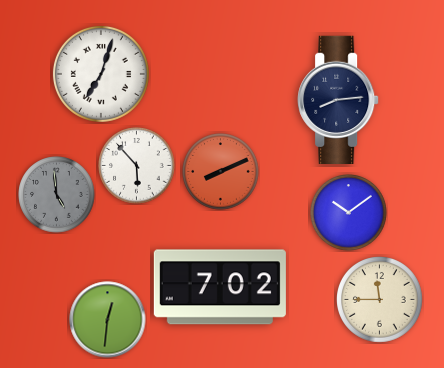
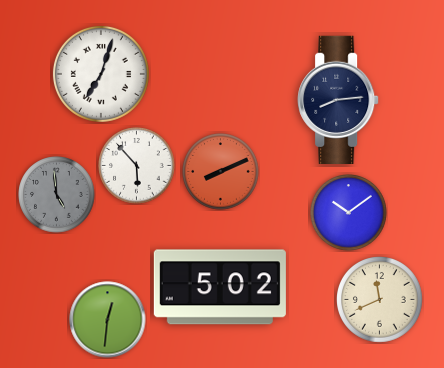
clock at (220, 287): 7:02 -> 5:02
clock at (380, 300): 11:45 -> 11:41
